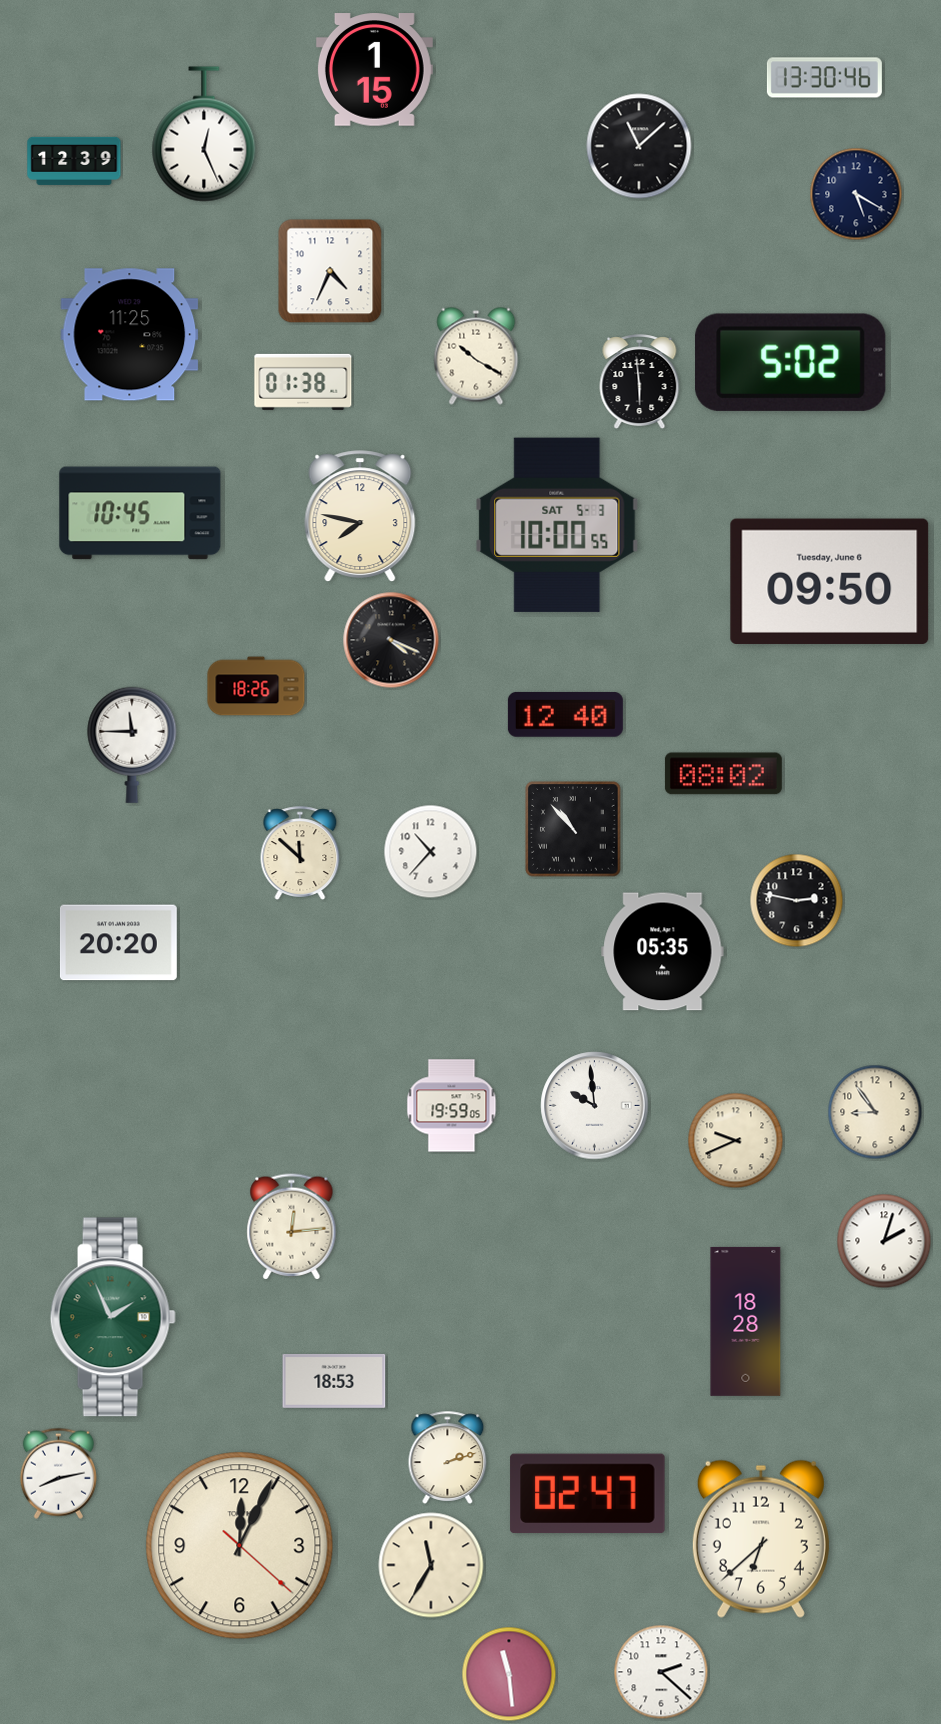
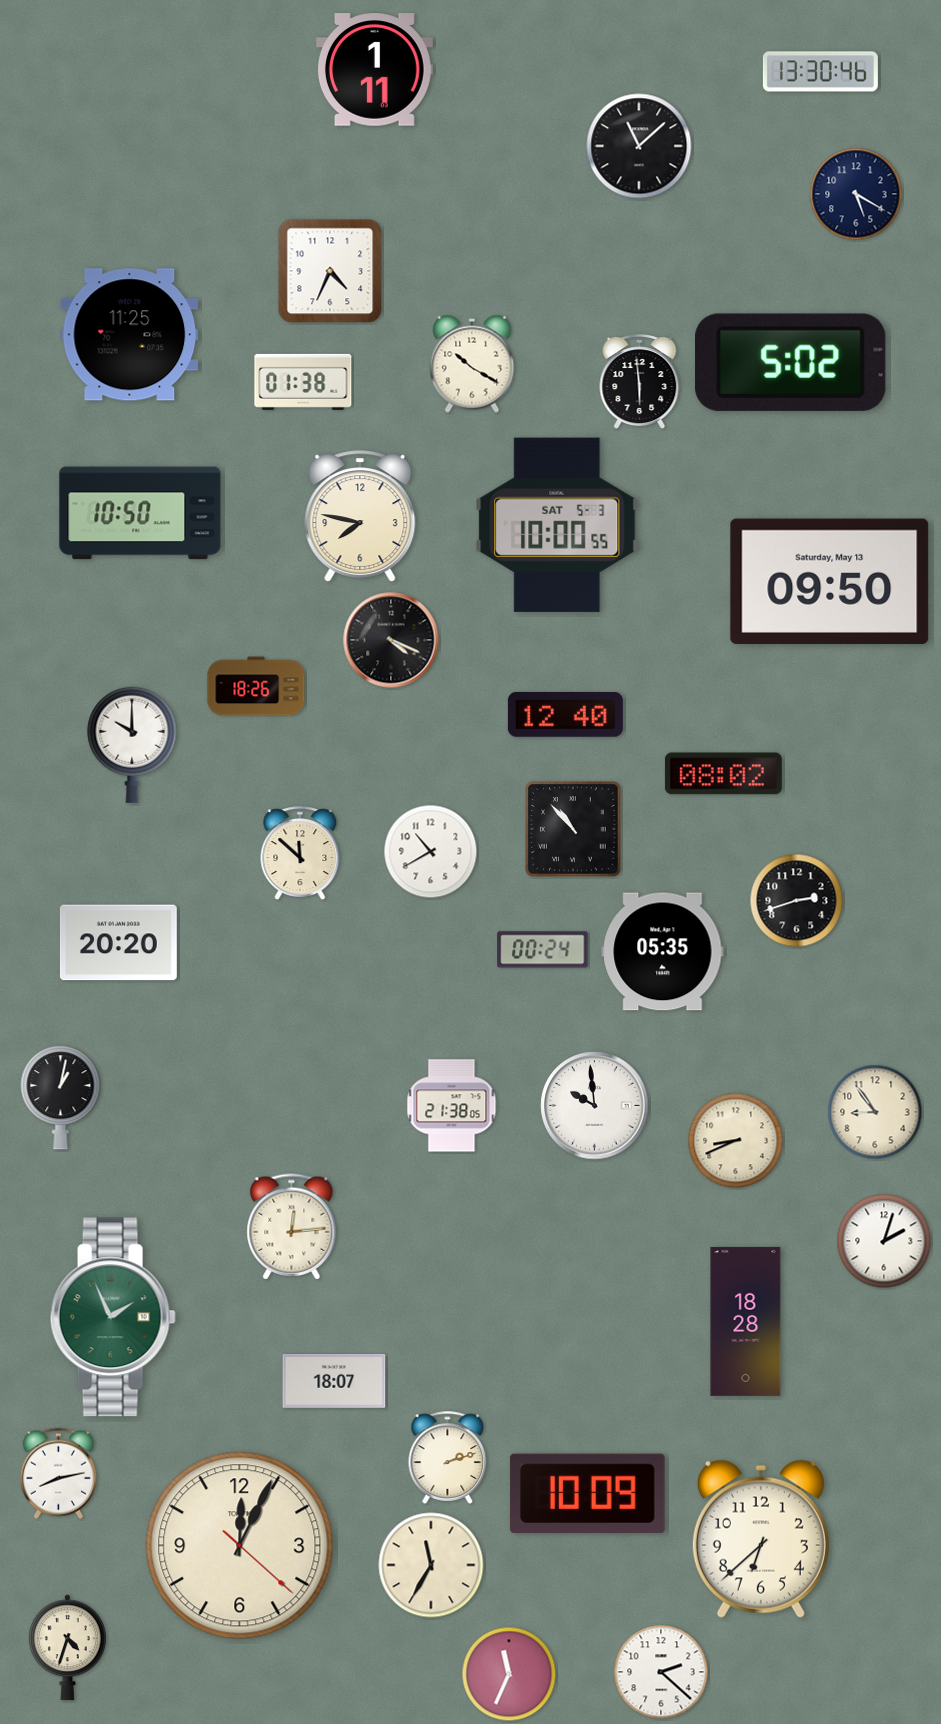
clock at (374, 70): 1:15 -> 1:11
clock at (824, 78) position: (824, 78) -> (820, 72)
clock at (204, 134): 12:26 -> none
clock at (74, 161): 12:39 -> none
clock at (476, 356) position: (476, 356) -> (472, 364)
clock at (140, 513): 10:45 -> 10:50
clock at (830, 581) date: Tuesday, June 6 -> Saturday, May 13
clock at (132, 745): 11:45 -> 10:00
clock at (431, 852): 10:37 -> 10:40
clock at (797, 901): 2:47 -> 2:42
clock at (543, 950): none -> 00:24
clock at (61, 1098): none -> 1:02
clock at (452, 1106): 19:59 -> 21:38
clock at (736, 1141): 9:41 -> 8:41
clock at (334, 1381): 18:53 -> 18:07
clock at (588, 1494): 02:47 -> 10:09
clock at (67, 1648): none -> 4:33
clock at (509, 1674): 11:29 -> 11:34
